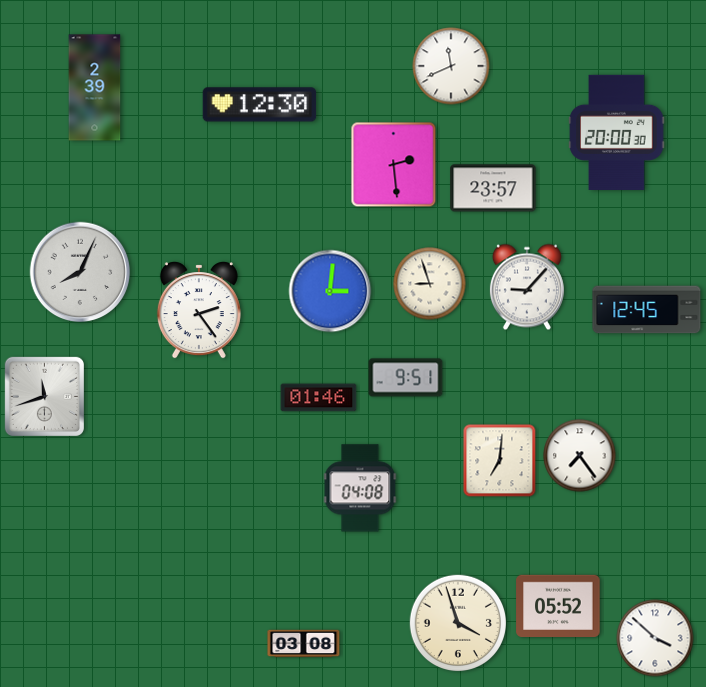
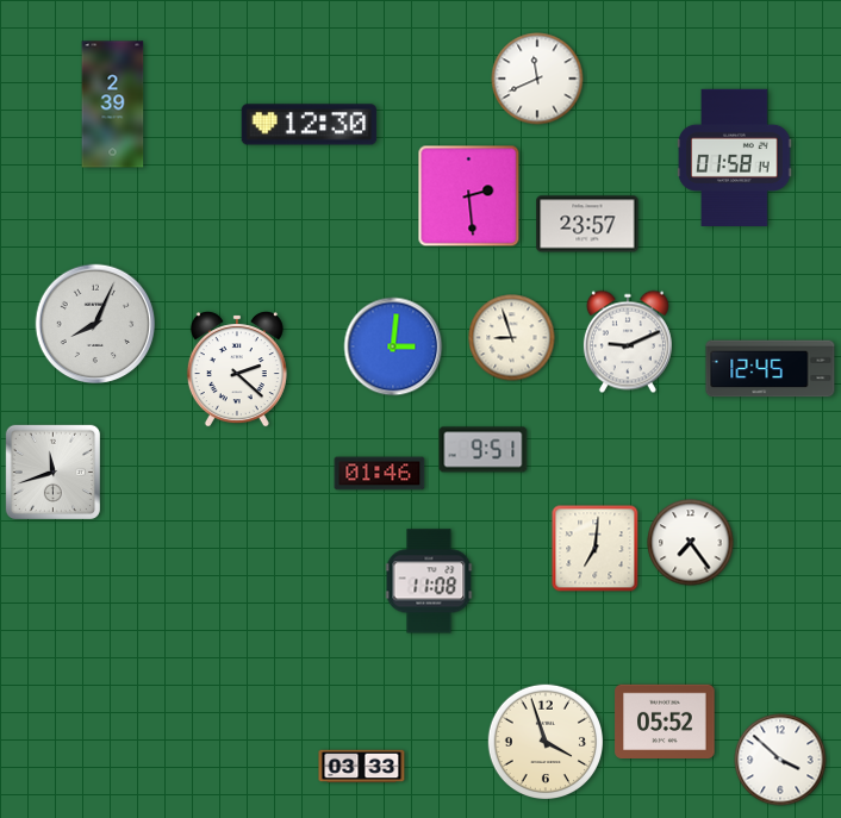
clock at (617, 132): 20:00 -> 01:58
clock at (527, 287): 9:07 -> 9:11
clock at (199, 310): 2:24 -> 2:22
clock at (360, 488): 04:08 -> 11:08
clock at (304, 644): 03:08 -> 03:33
